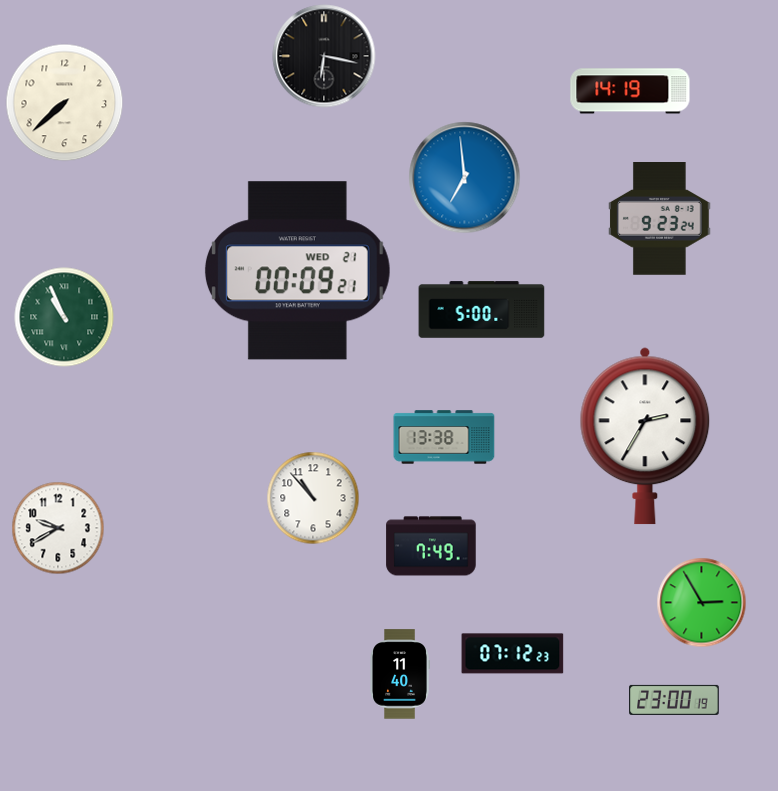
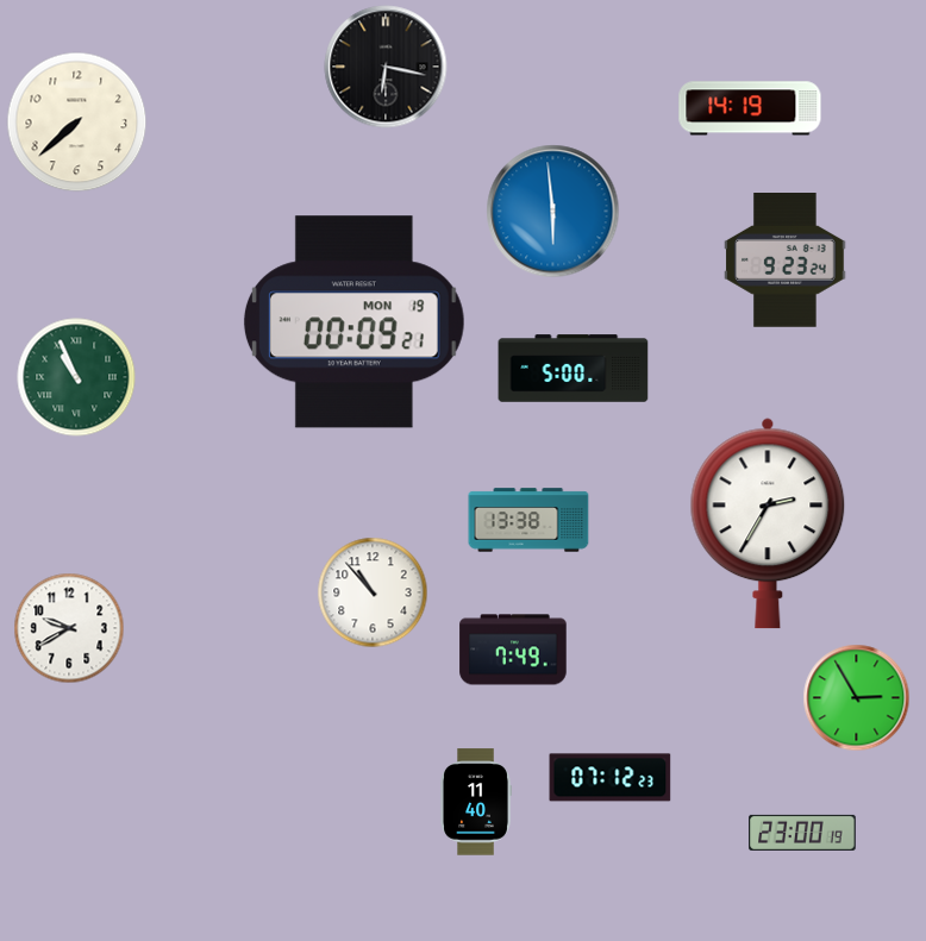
clock at (465, 178): 6:59 -> 5:59
clock at (297, 271) date: WED 21 -> MON 19
clock at (645, 436) position: (645, 436) -> (768, 523)
clock at (702, 603) position: (702, 603) -> (857, 698)
